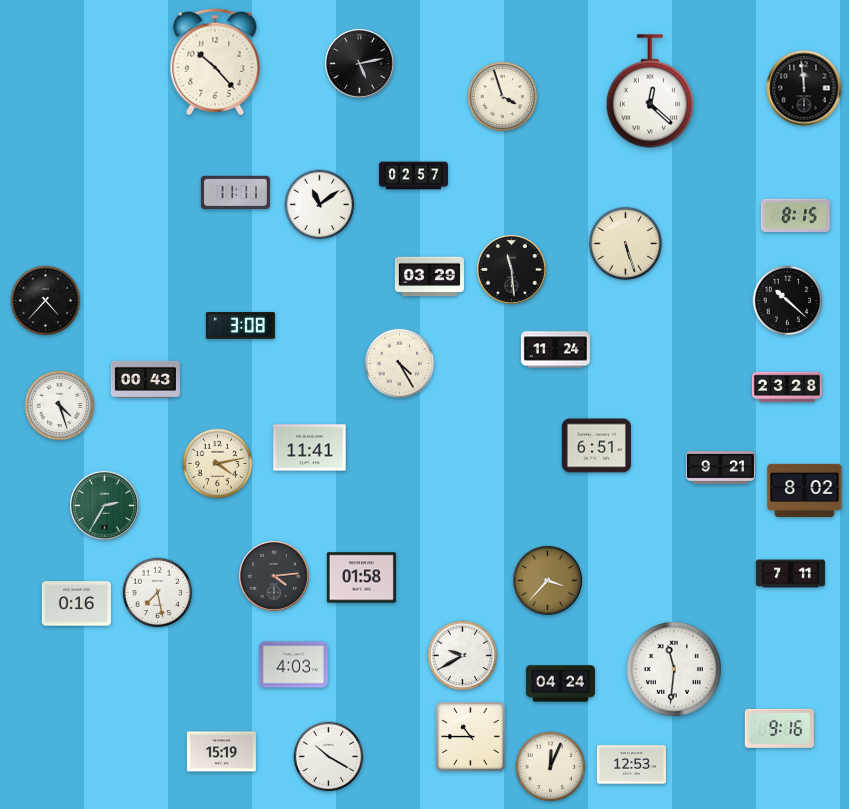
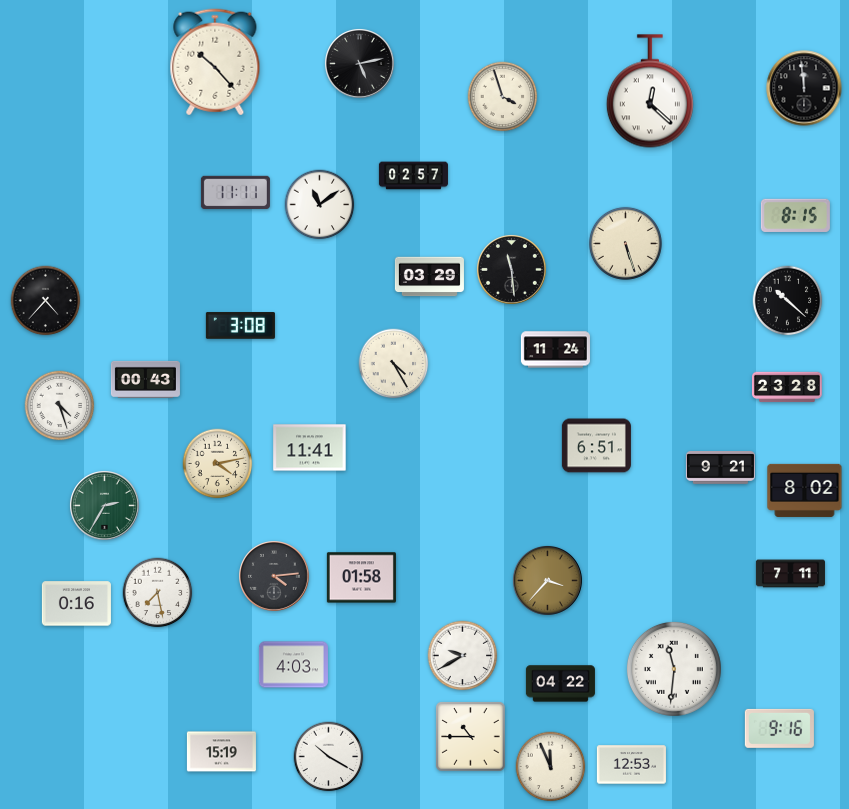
clock at (400, 364) position: (400, 364) -> (394, 364)
clock at (560, 684): 04:24 -> 04:22
clock at (551, 767): 12:04 -> 11:56
